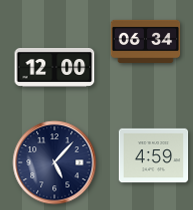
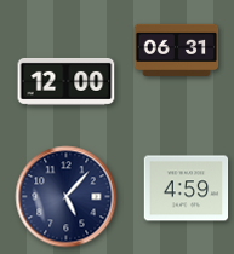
clock at (146, 41): 06:34 -> 06:31
